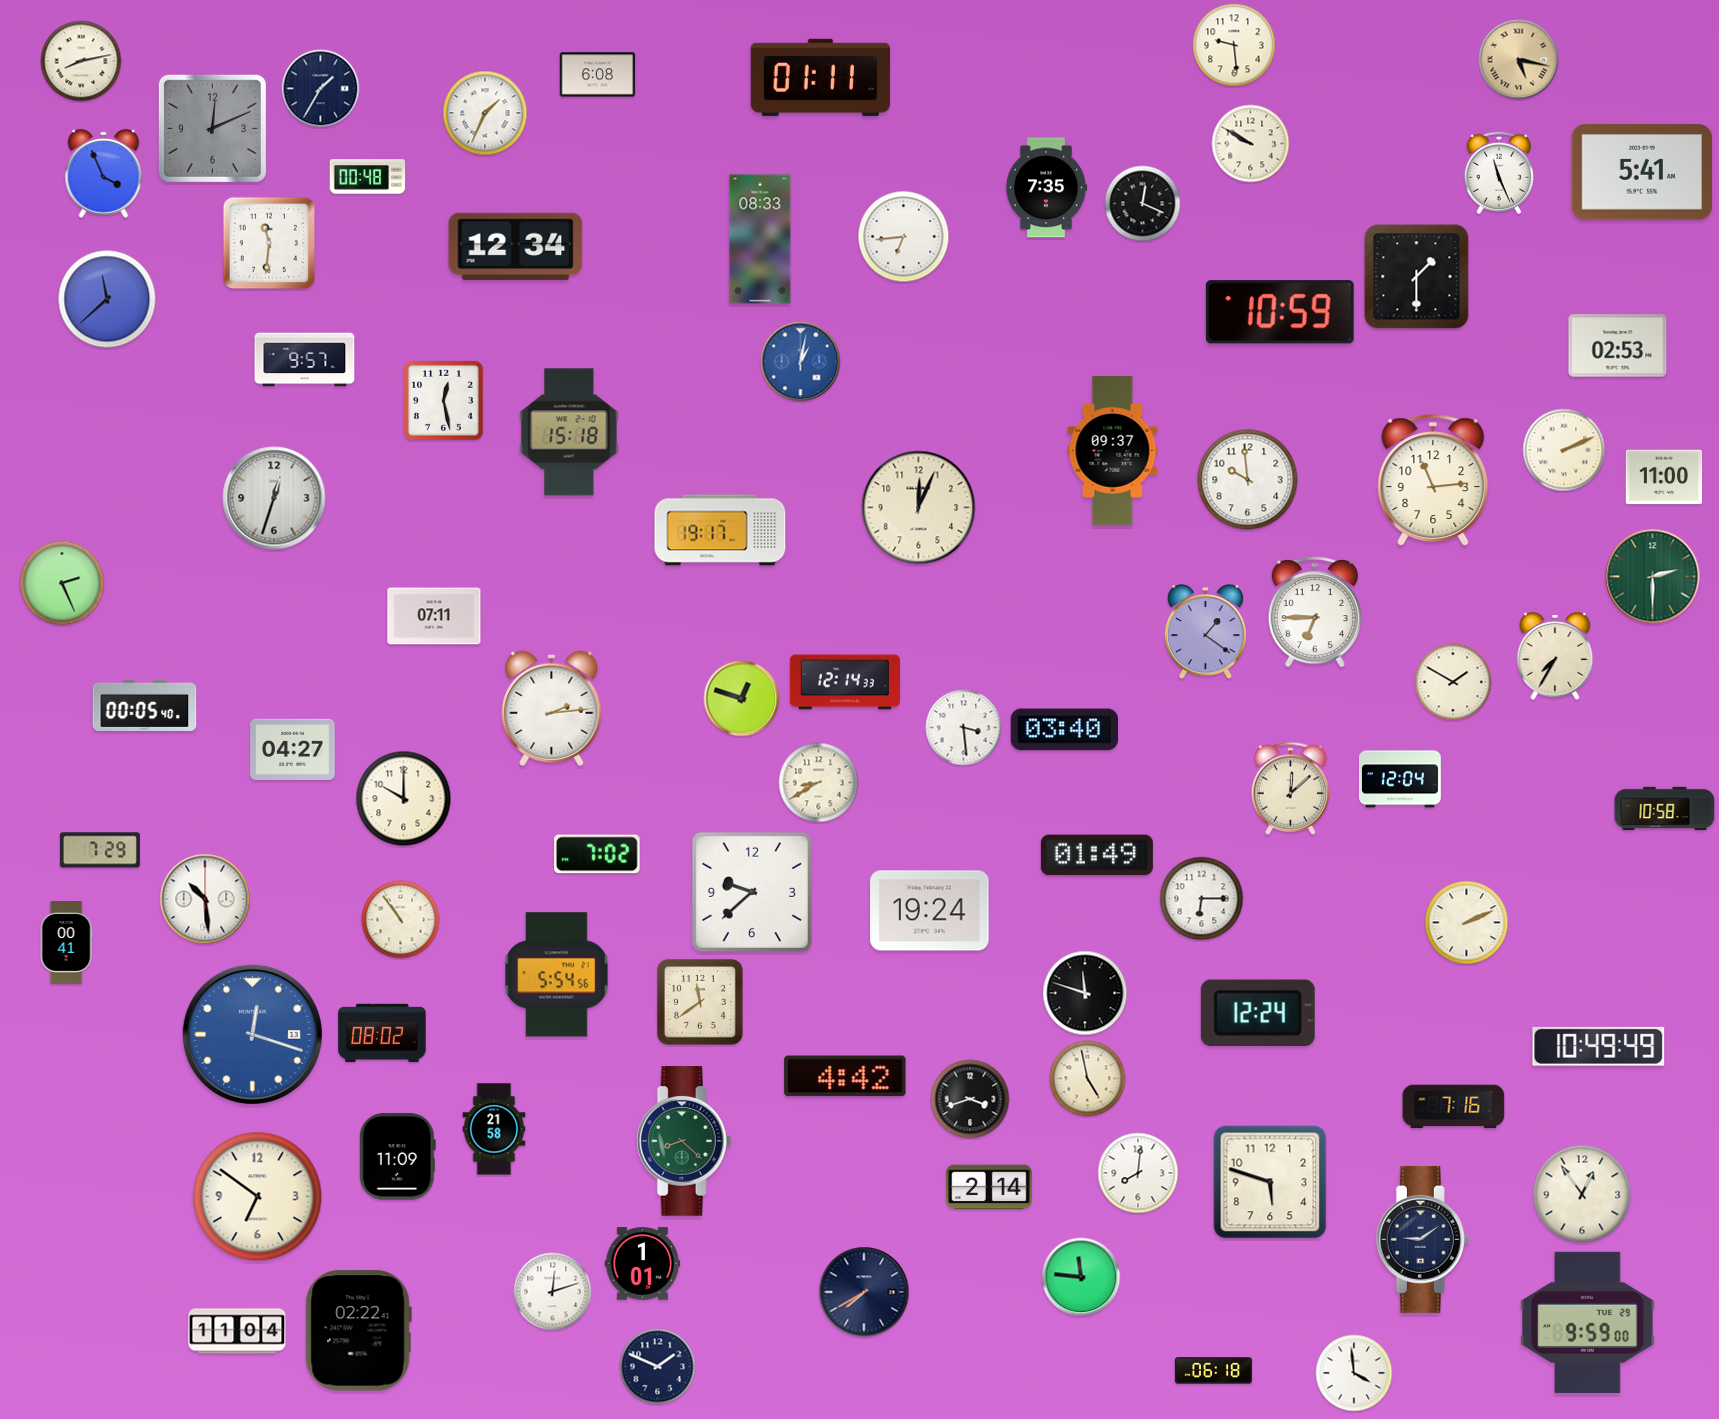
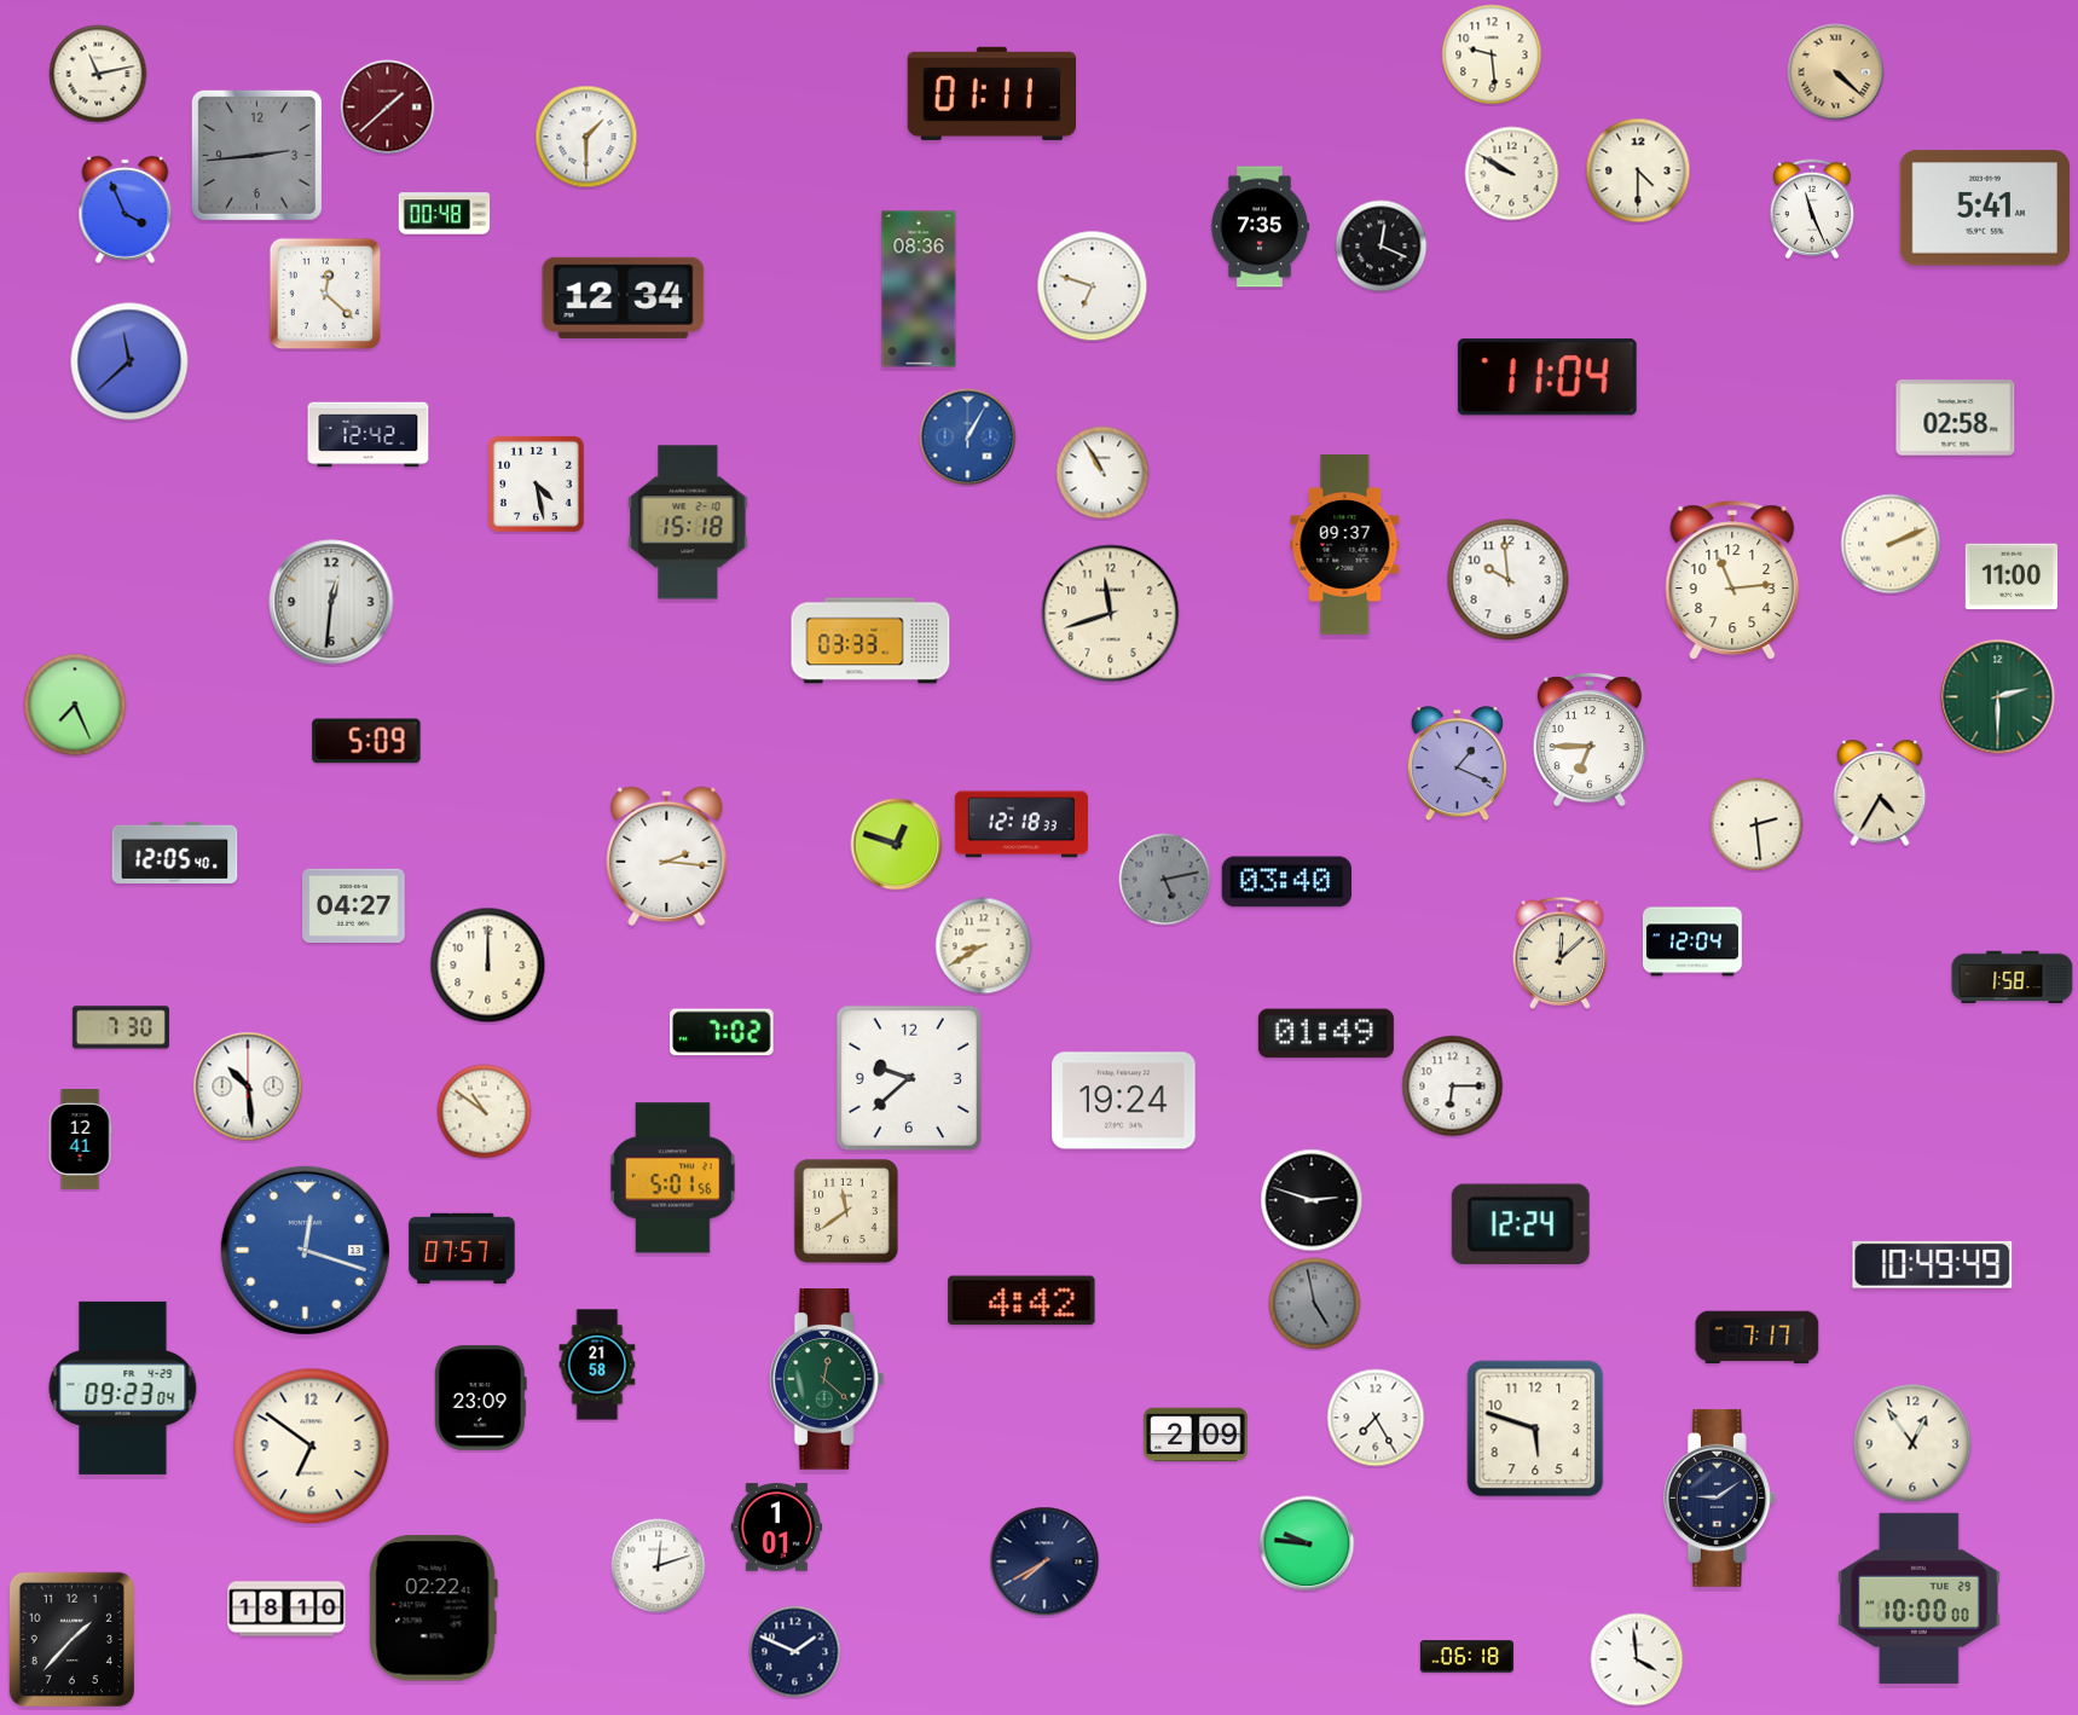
clock at (1519, 60): 5:17 -> 4:22
clock at (81, 61): 8:13 -> 11:13
clock at (598, 75): 6:08 -> none
clock at (321, 89): 1:35 -> 1:38
clock at (321, 89) dial: navy -> burgundy
clock at (485, 113): 1:34 -> 1:30
clock at (212, 128): 12:11 -> 2:44
clock at (1638, 170): none -> 4:30
clock at (1046, 188) position: (1046, 188) -> (1260, 227)
clock at (904, 237): 6:44 -> 6:48
clock at (760, 239): 08:33 -> 08:36
clock at (269, 243): 11:31 -> 12:22
clock at (1417, 277): 1:30 -> none
clock at (1280, 312): 10:59 -> 11:04
clock at (1618, 346): 02:53 -> 02:58
clock at (305, 360): 9:57 -> 12:42
clock at (801, 362): 1:02 -> 1:05
clock at (1102, 473): none -> 10:55
clock at (443, 400): 12:28 -> 4:28
clock at (274, 498): 12:33 -> 12:31
clock at (919, 508): 12:04 -> 11:42
clock at (720, 530): 19:17 -> 03:33
clock at (62, 583): 2:26 -> 7:26
clock at (366, 741): none -> 5:09
clock at (434, 616): 07:11 -> none
clock at (1205, 632): 1:21 -> 1:19
clock at (1555, 656): 7:35 -> 4:35
clock at (845, 682): 12:14 -> 12:18
clock at (1453, 682): 1:50 -> 2:29
clock at (145, 705): 00:05 -> 12:05
clock at (552, 708): 2:14 -> 2:16
clock at (964, 728): 3:29 -> 5:13
clock at (964, 728) dial: white -> grey
clock at (819, 783) position: (819, 783) -> (984, 946)
clock at (404, 799): 10:00 -> 12:00
clock at (1665, 809): 10:58 -> 1:58
clock at (100, 850): 7:29 -> 7:30
clock at (401, 920): 10:54 -> 10:51
clock at (1467, 923): 2:11 -> none
clock at (66, 943): 00:41 -> 12:41
clock at (556, 975): 5:54 -> 5:01
clock at (1085, 993): 11:48 -> 2:48
clock at (382, 1033): 08:02 -> 07:57
clock at (1088, 1079) dial: cream -> grey
clock at (970, 1099): 3:42 -> none
clock at (1454, 1107): 7:16 -> 7:17
clock at (684, 1141): 8:22 -> 12:22
clock at (123, 1387): none -> 09:23
clock at (397, 1157): 11:09 -> 23:09
clock at (1138, 1173): 8:01 -> 7:25
clock at (989, 1187): 2:14 -> 2:09
clock at (1081, 1277): 11:46 -> 9:46
clock at (553, 1292) position: (553, 1292) -> (659, 1566)
clock at (1588, 1322): 9:59 -> 10:00
clock at (237, 1331): 11:04 -> 18:10
clock at (73, 1640): none -> 1:37
